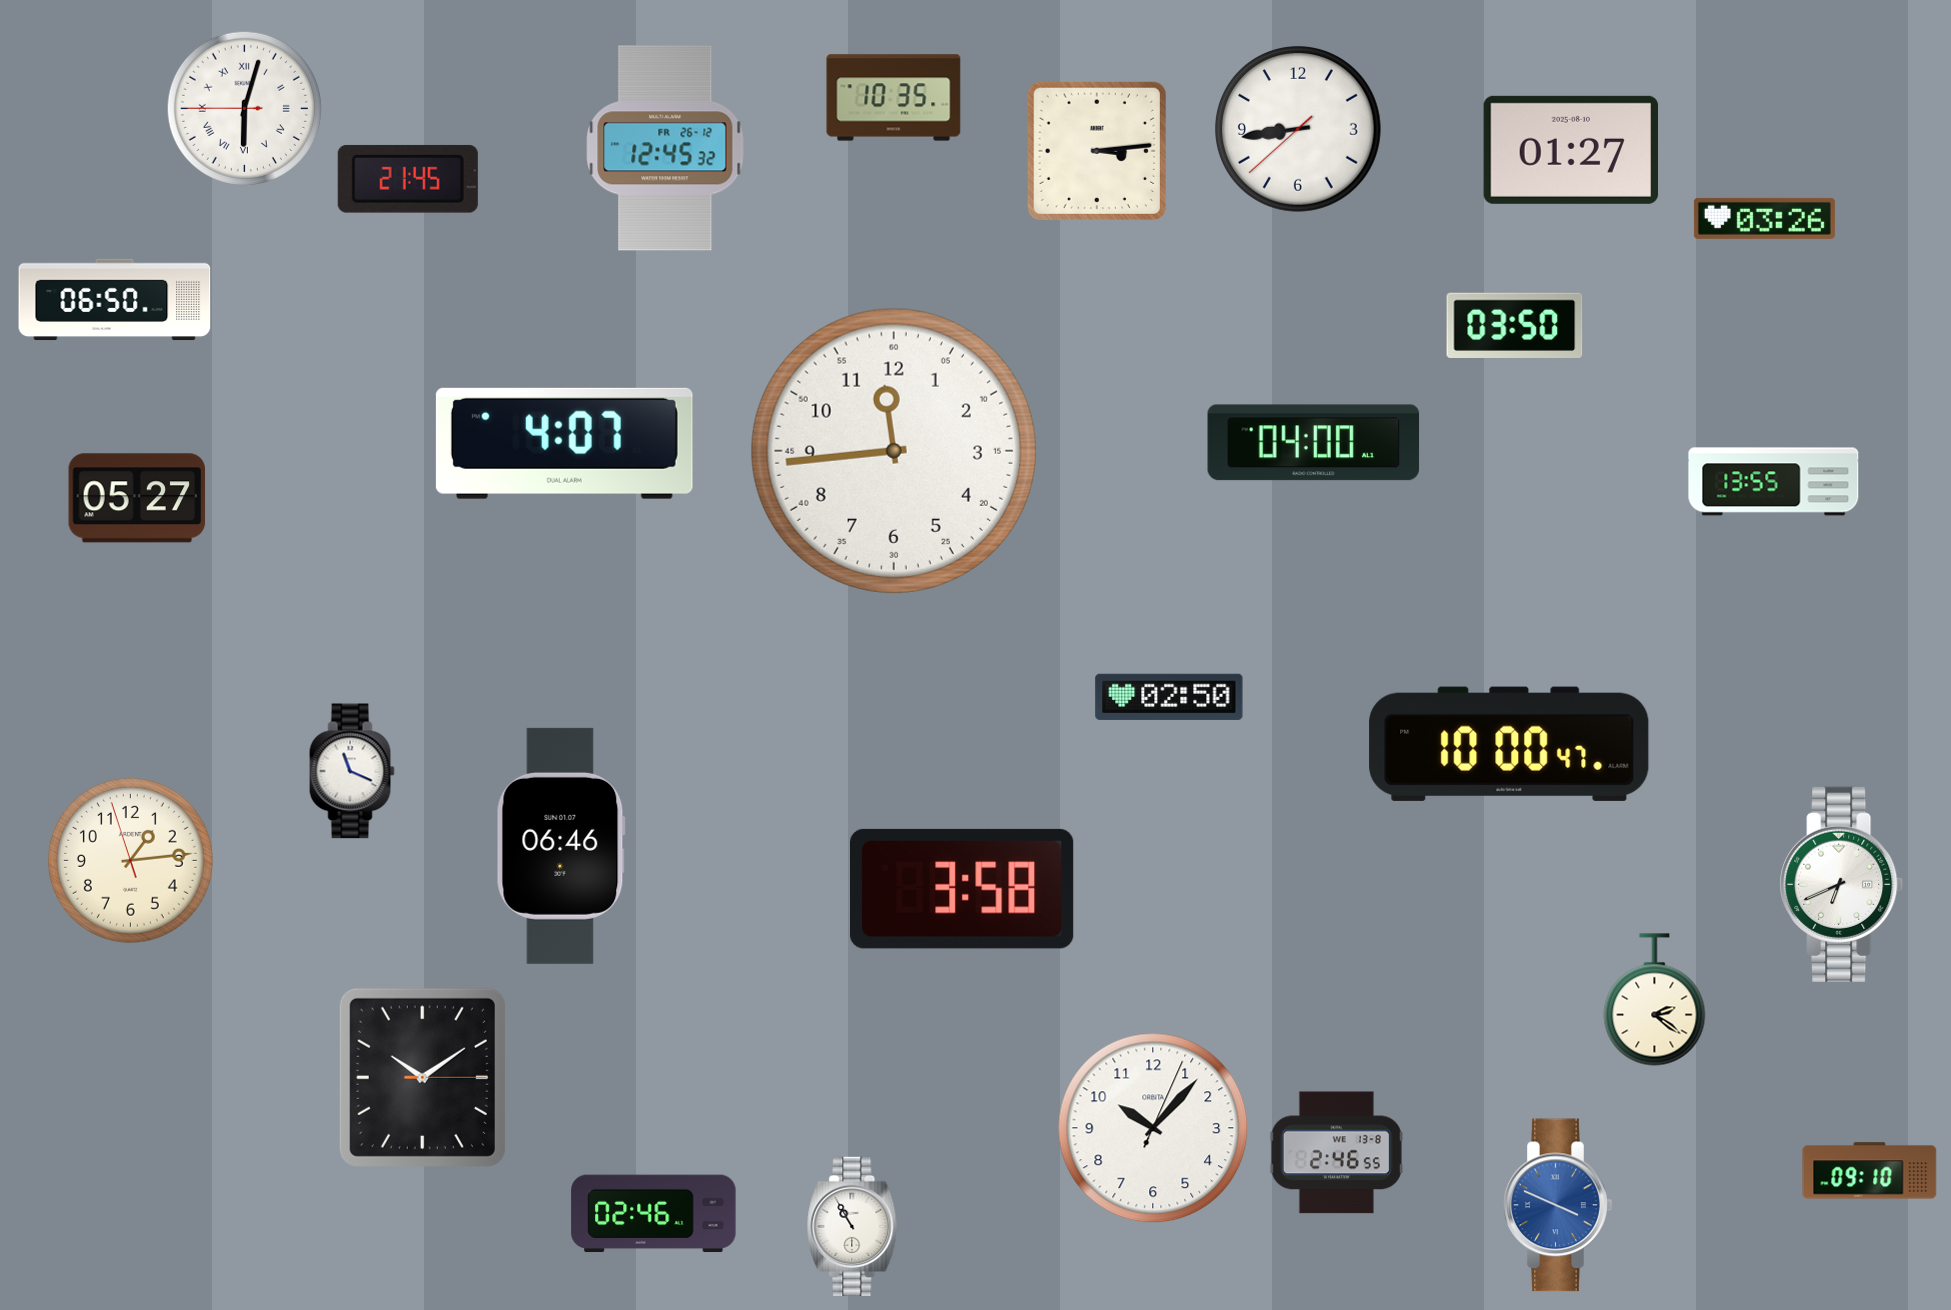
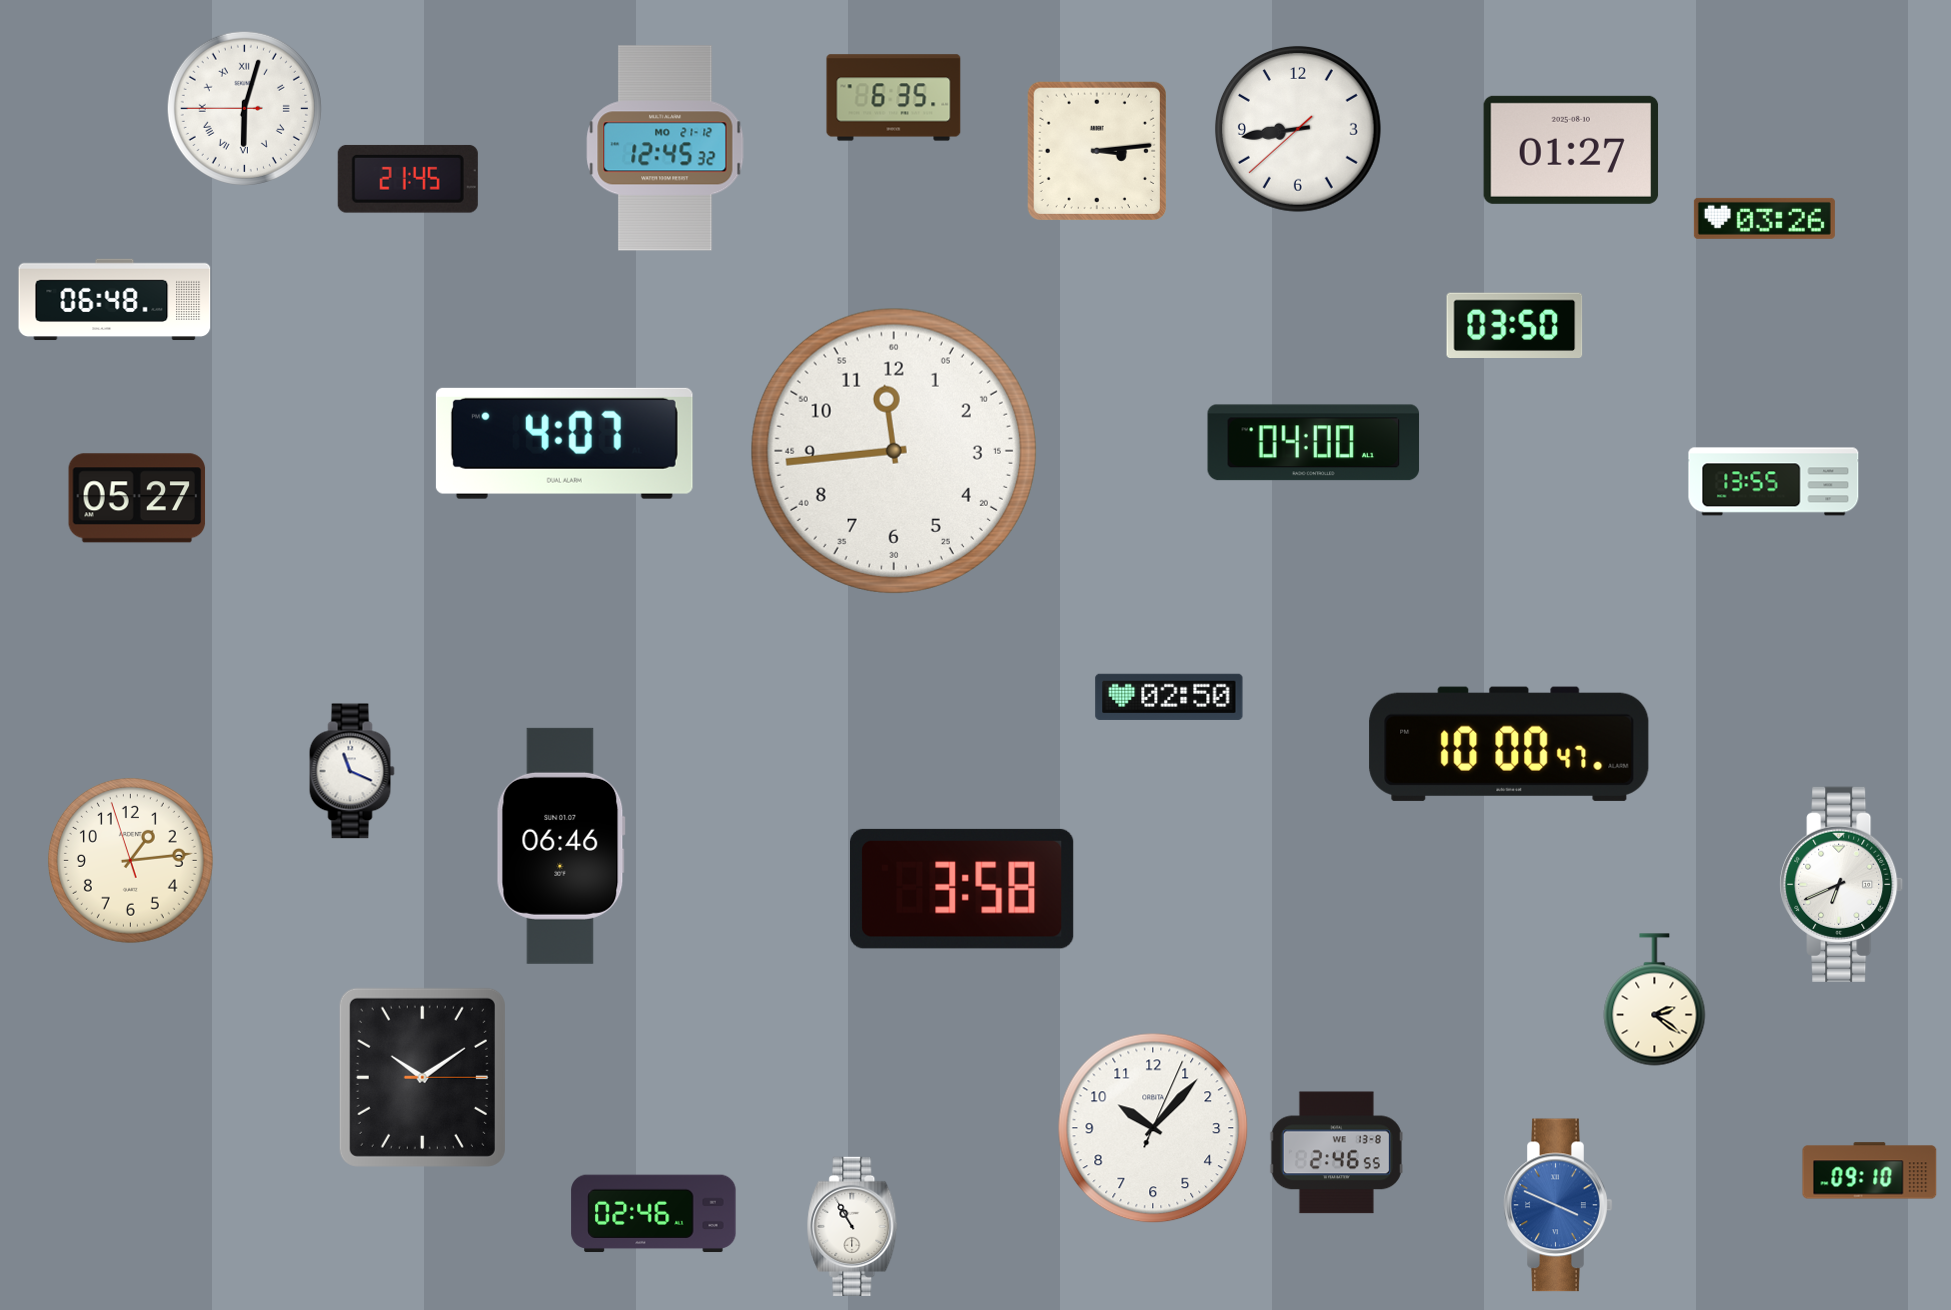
clock at (894, 98): 10:35 -> 6:35
clock at (665, 148) date: FR 26-12 -> MO 21-12
clock at (115, 300): 06:50 -> 06:48
